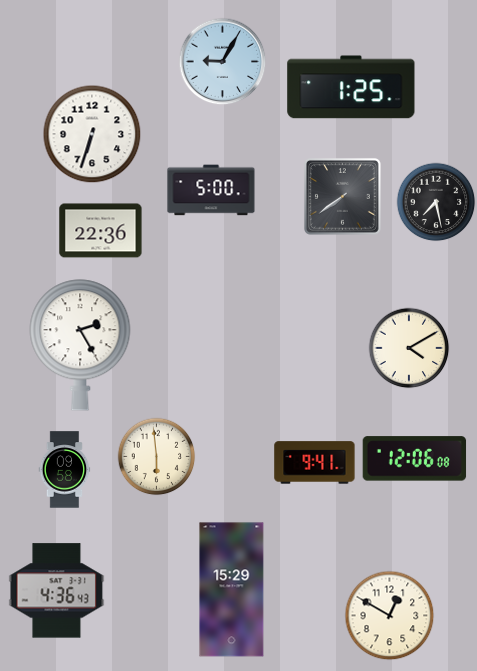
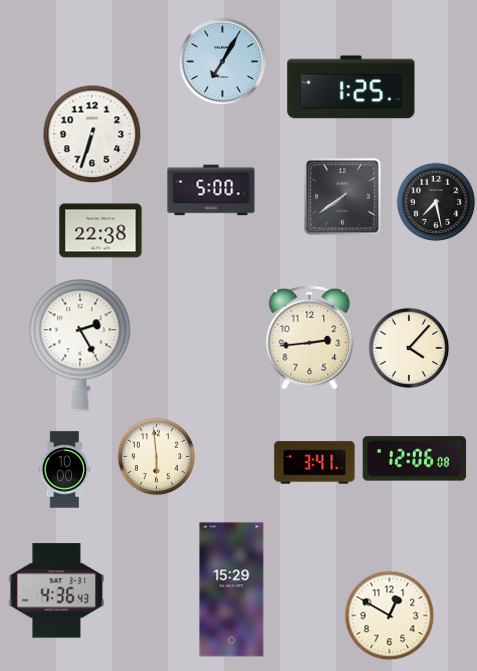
clock at (222, 61): 9:05 -> 7:05
clock at (101, 231): 22:36 -> 22:38
clock at (310, 337): none -> 2:44
clock at (409, 348): 4:10 -> 4:07
clock at (315, 463): 9:41 -> 3:41
clock at (65, 470): 09:58 -> 10:00
